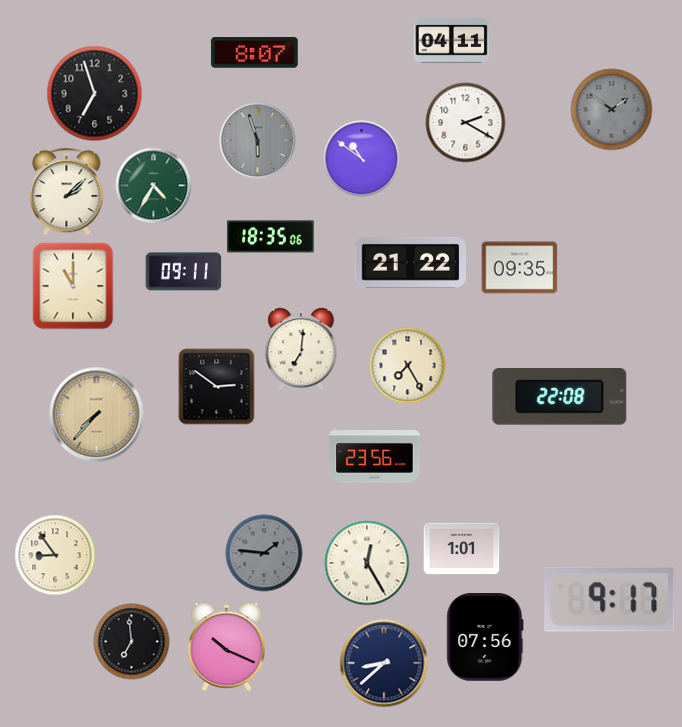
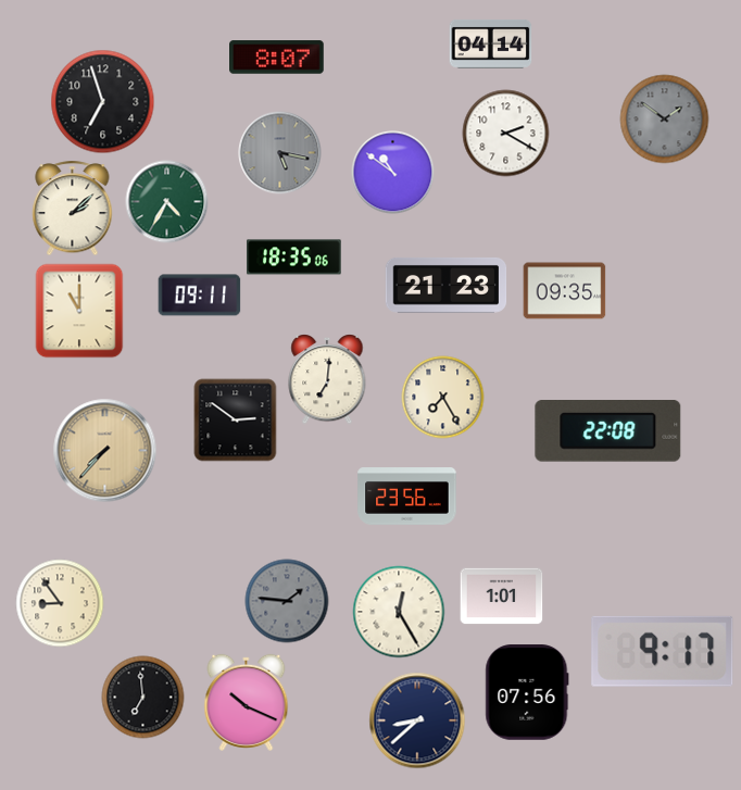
clock at (452, 40): 04:11 -> 04:14
clock at (258, 141): 5:57 -> 5:17
clock at (411, 262): 21:22 -> 21:23
